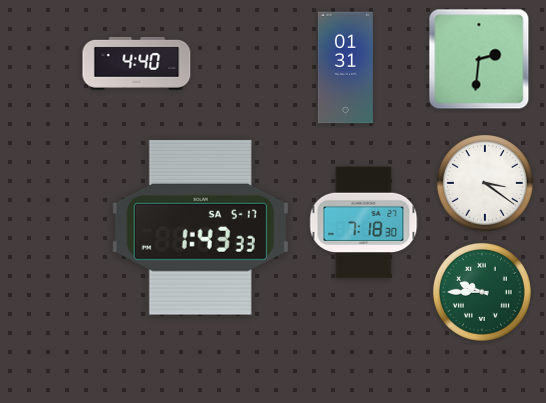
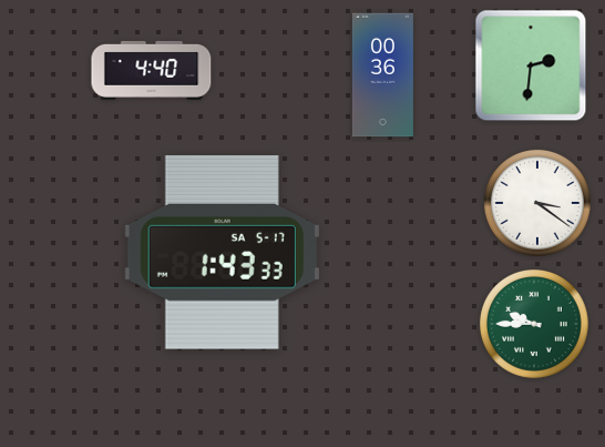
clock at (345, 68): 01:31 -> 00:36
clock at (364, 223): 7:18 -> none
